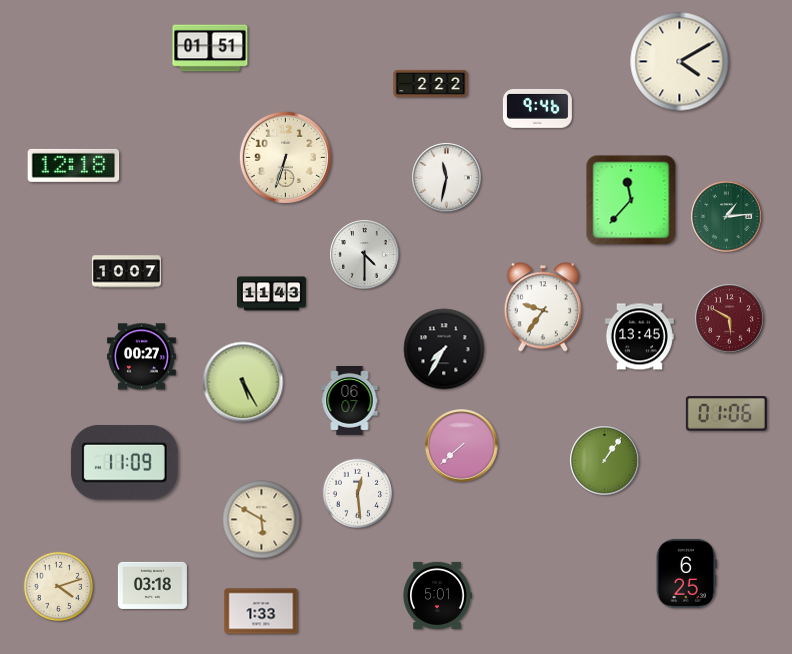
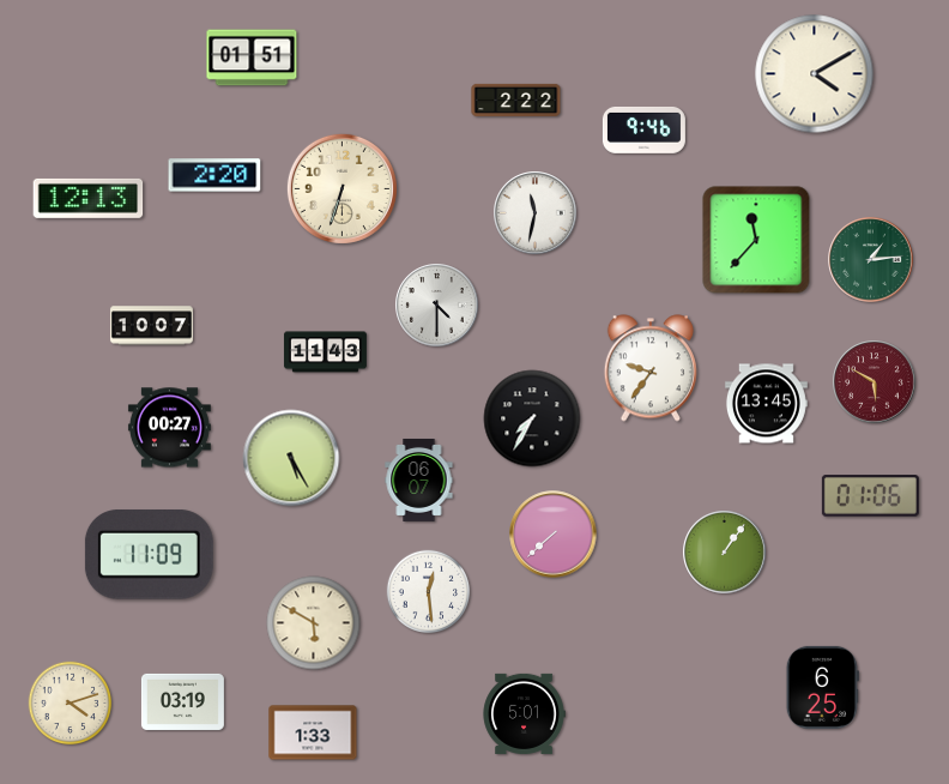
clock at (214, 175): none -> 2:20
clock at (74, 165): 12:18 -> 12:13
clock at (152, 585): 03:18 -> 03:19
